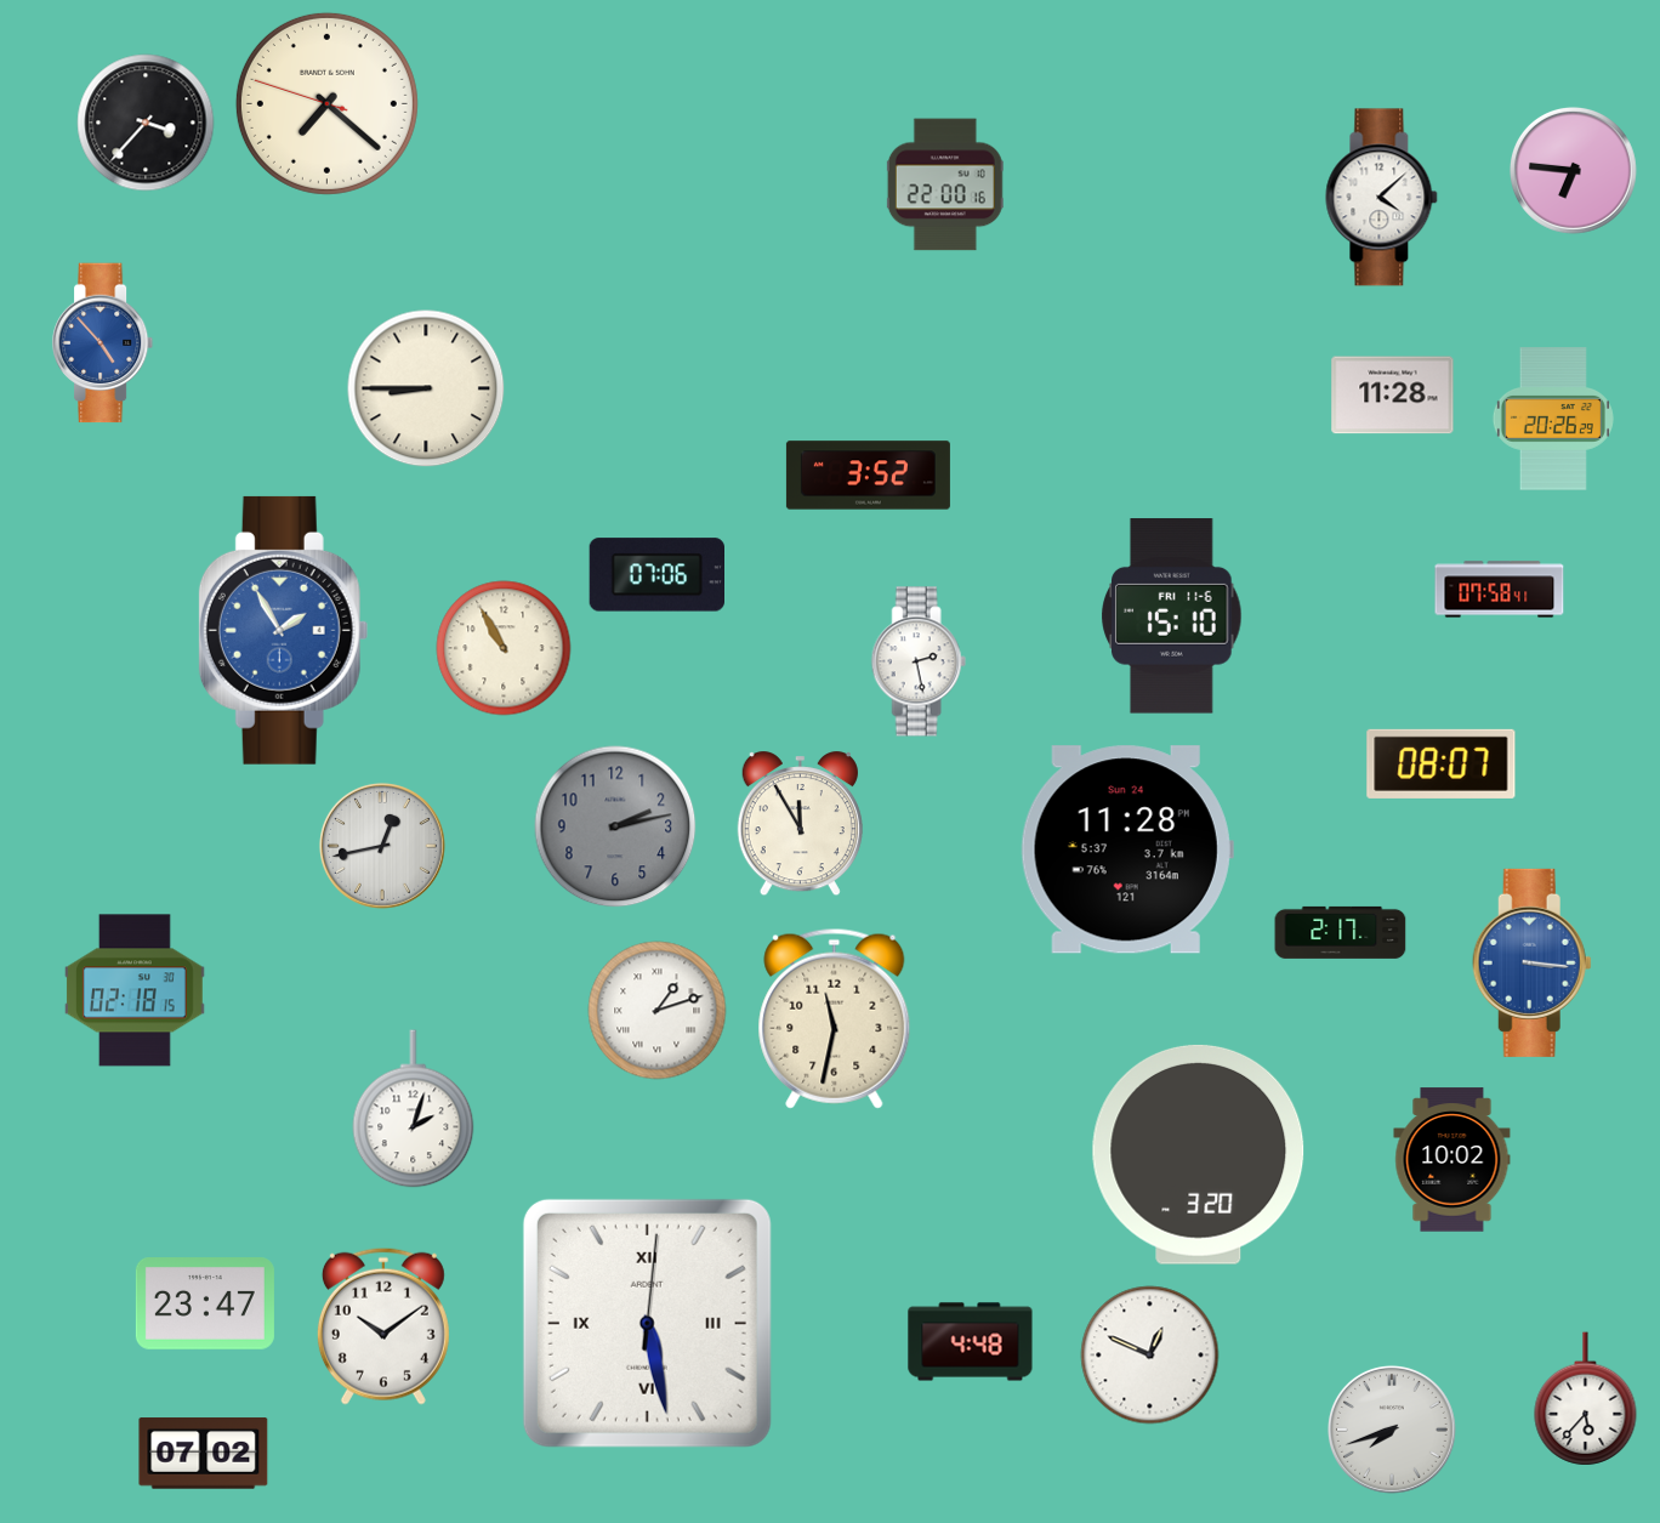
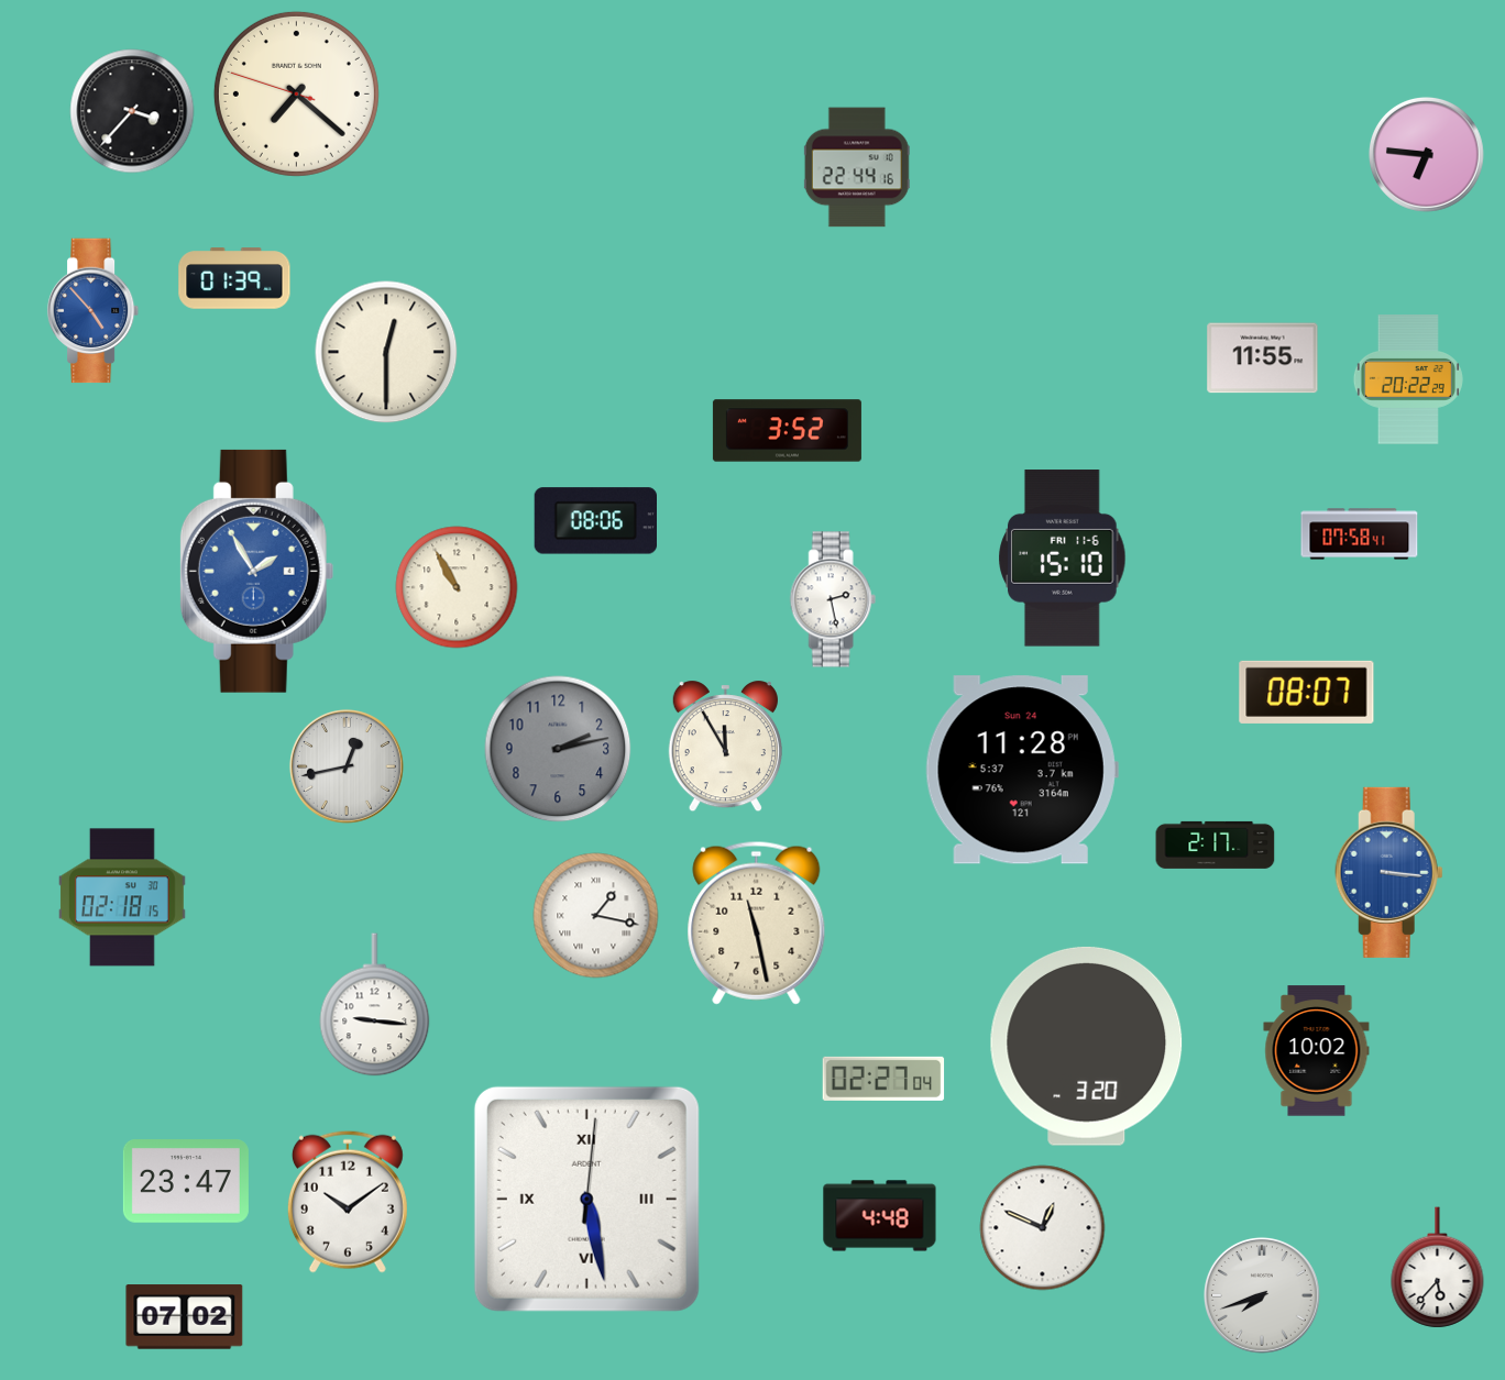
clock at (945, 184): 22:00 -> 22:44
clock at (1382, 198): 4:08 -> none
clock at (234, 278): none -> 01:39
clock at (426, 388): 8:45 -> 12:30
clock at (1393, 396): 11:28 -> 11:55
clock at (1553, 419): 20:26 -> 20:22
clock at (656, 575): 07:06 -> 08:06
clock at (658, 1011): 1:12 -> 1:17
clock at (835, 1018): 11:32 -> 11:28
clock at (414, 1109): 2:03 -> 9:16
clock at (883, 1079): none -> 02:27
